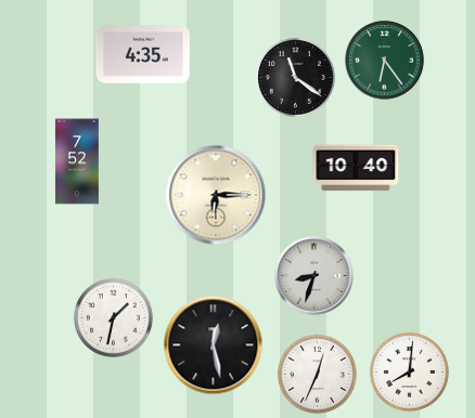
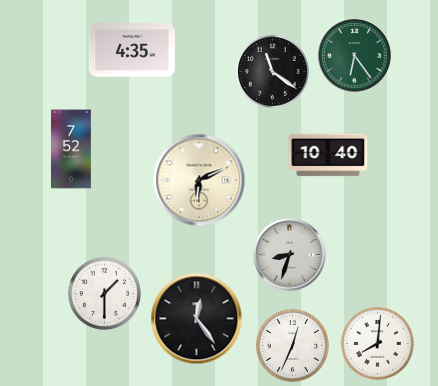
clock at (216, 195): 6:15 -> 6:11
clock at (113, 317): 1:32 -> 1:30
clock at (214, 345): 12:28 -> 12:24
